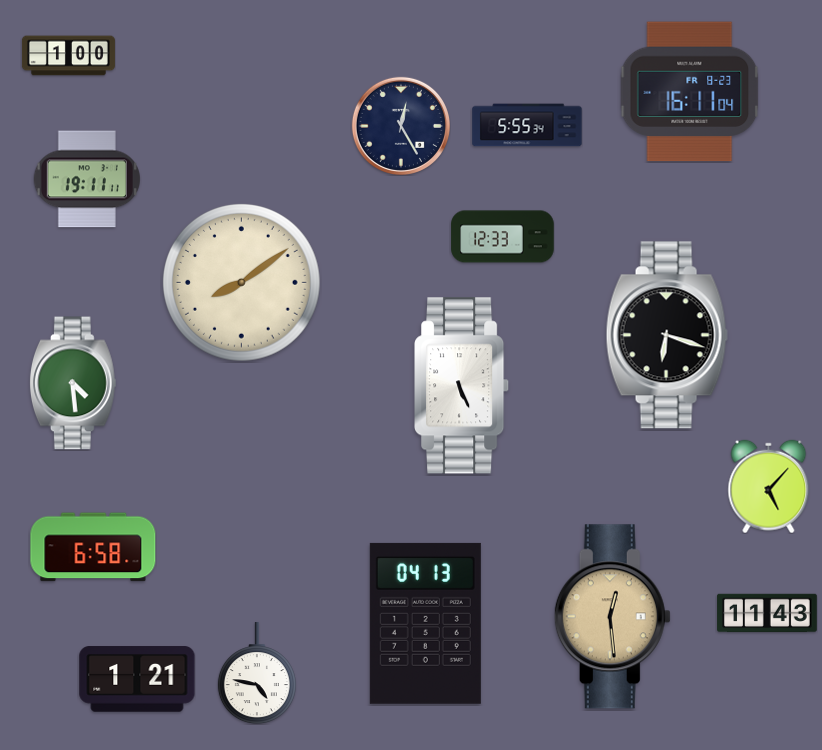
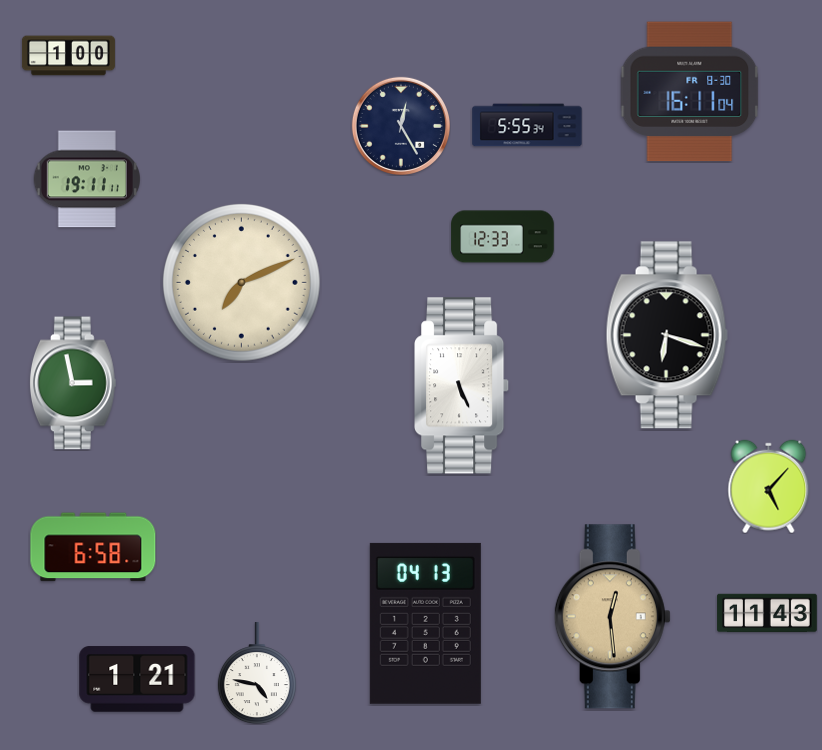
clock at (690, 92) date: FR 8-23 -> FR 8-30
clock at (242, 283): 8:09 -> 7:11
clock at (73, 383): 4:29 -> 2:58
